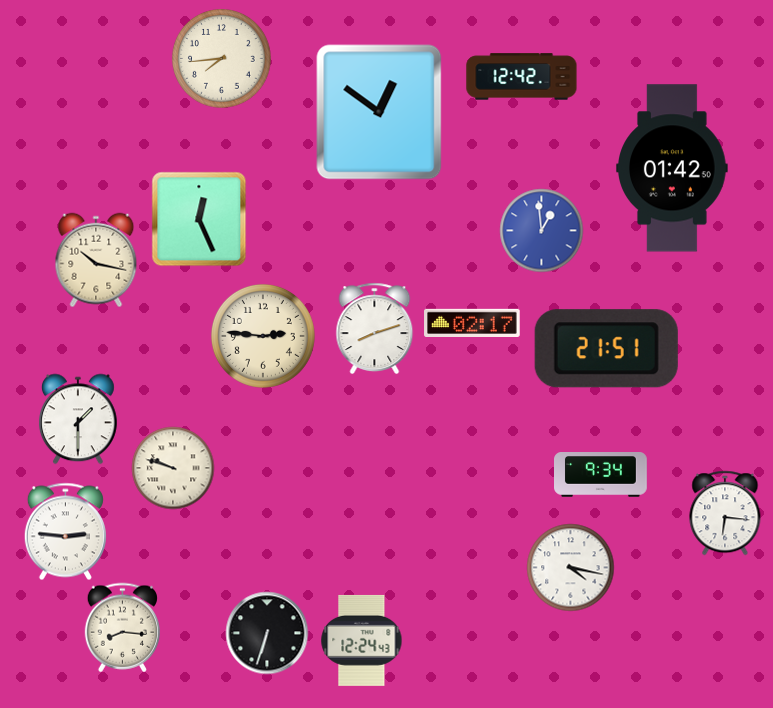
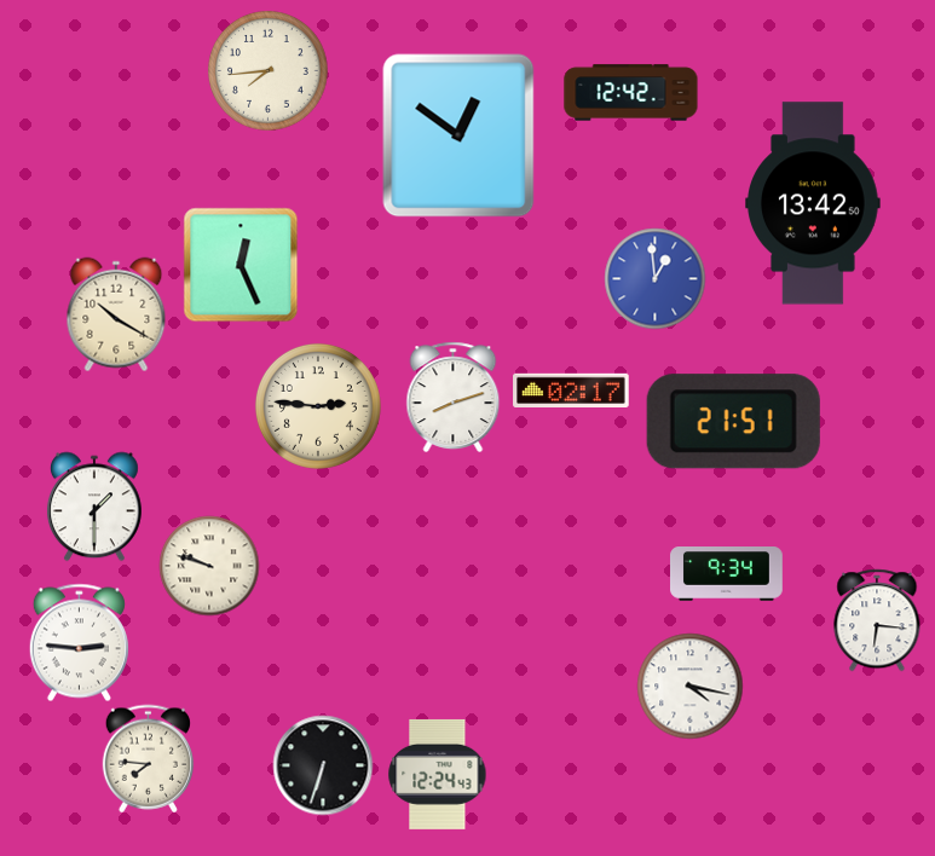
clock at (672, 168): 01:42 -> 13:42
clock at (96, 260): 10:17 -> 10:20
clock at (122, 627): 8:16 -> 7:46
